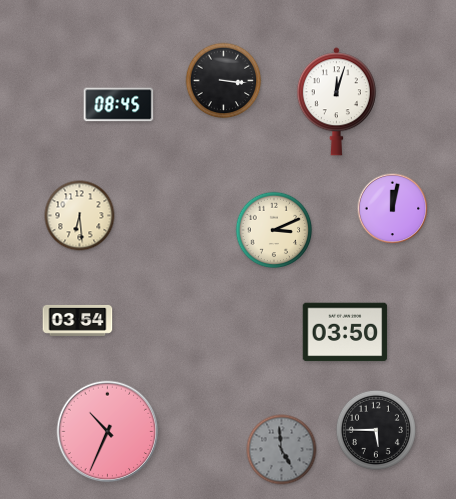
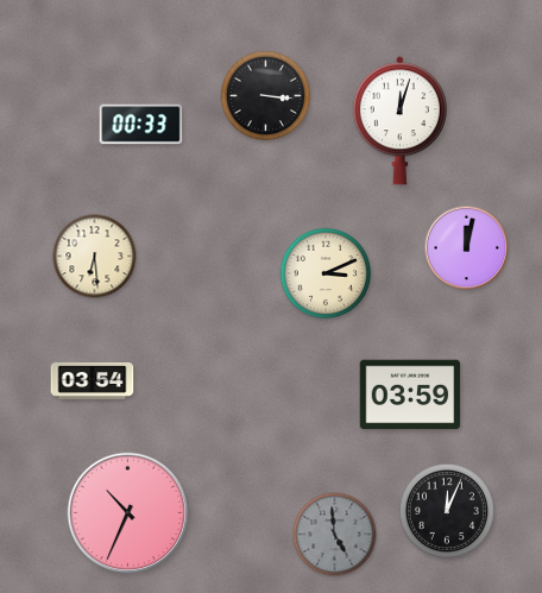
clock at (119, 105): 08:45 -> 00:33
clock at (345, 332): 03:50 -> 03:59
clock at (376, 430): 5:45 -> 12:04
